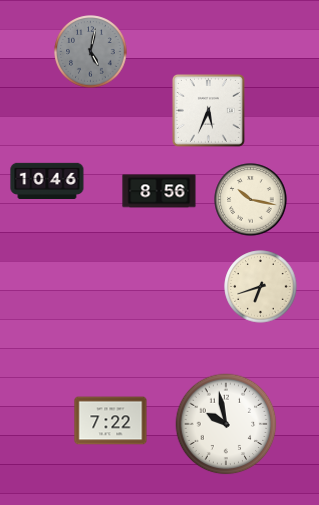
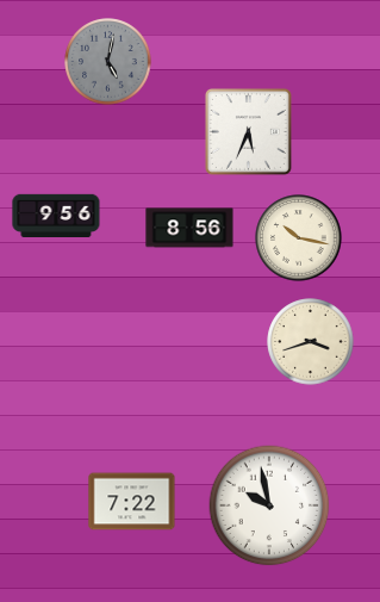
clock at (47, 180): 10:46 -> 9:56
clock at (261, 287): 6:42 -> 3:42
